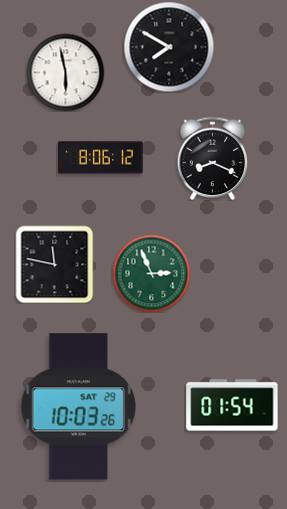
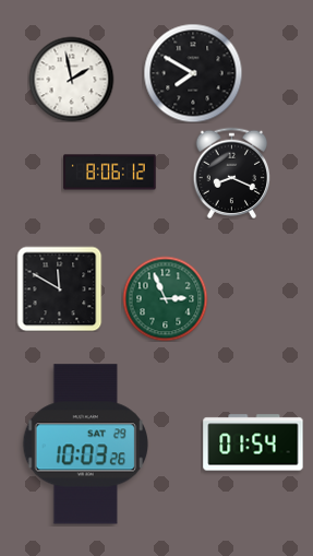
clock at (169, 47) position: (169, 47) -> (193, 73)
clock at (65, 72): 5:58 -> 1:58
clock at (54, 264): 11:47 -> 11:50
